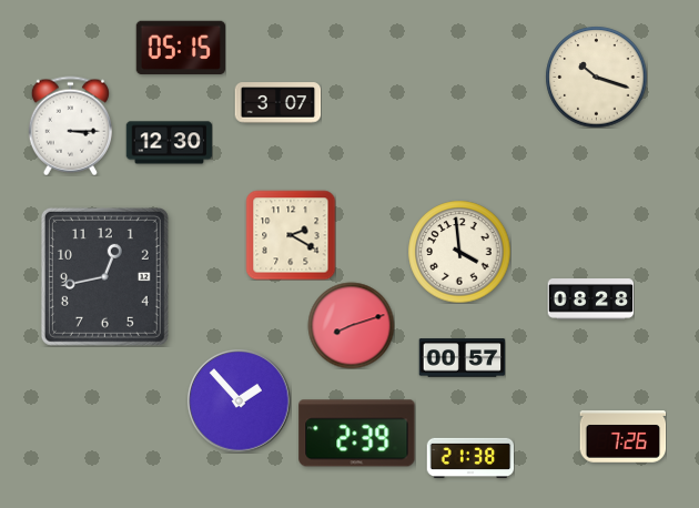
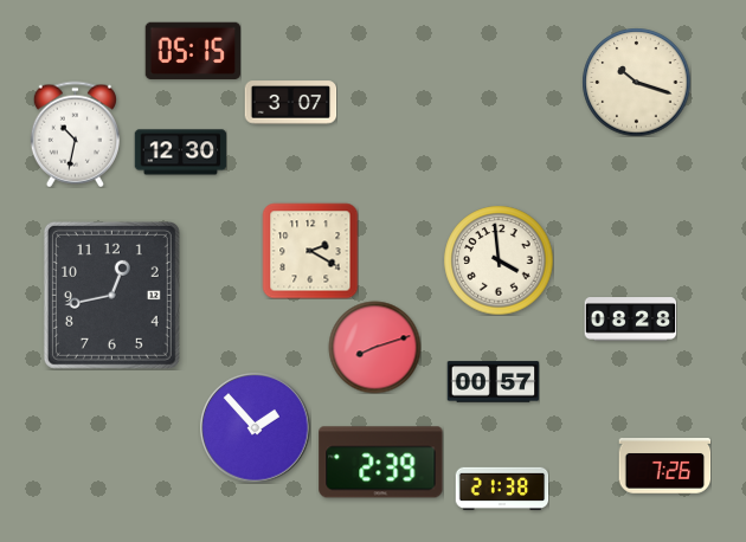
clock at (277, 103) position: (277, 103) -> (290, 103)
clock at (70, 125): 3:15 -> 10:32
clock at (459, 252) position: (459, 252) -> (499, 260)
